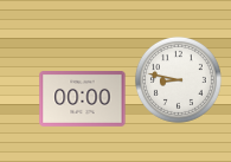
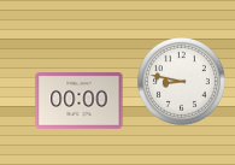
clock at (83, 99) position: (83, 99) -> (80, 101)
